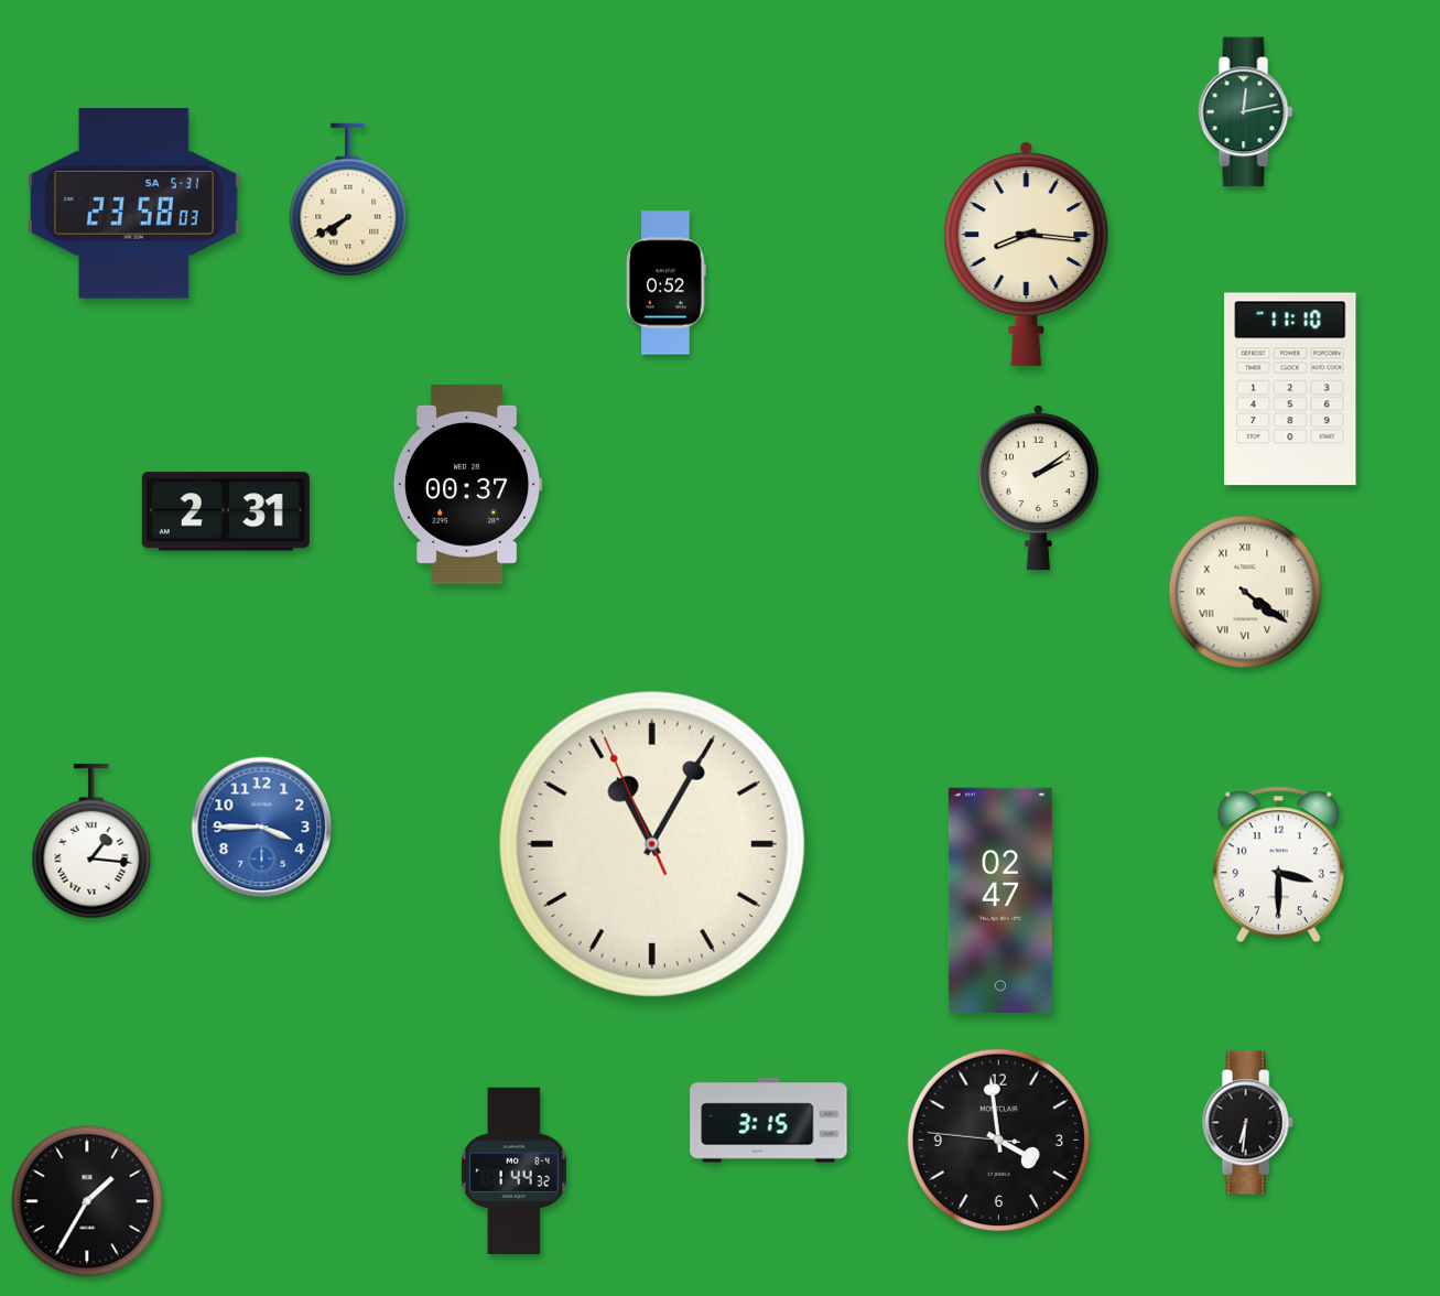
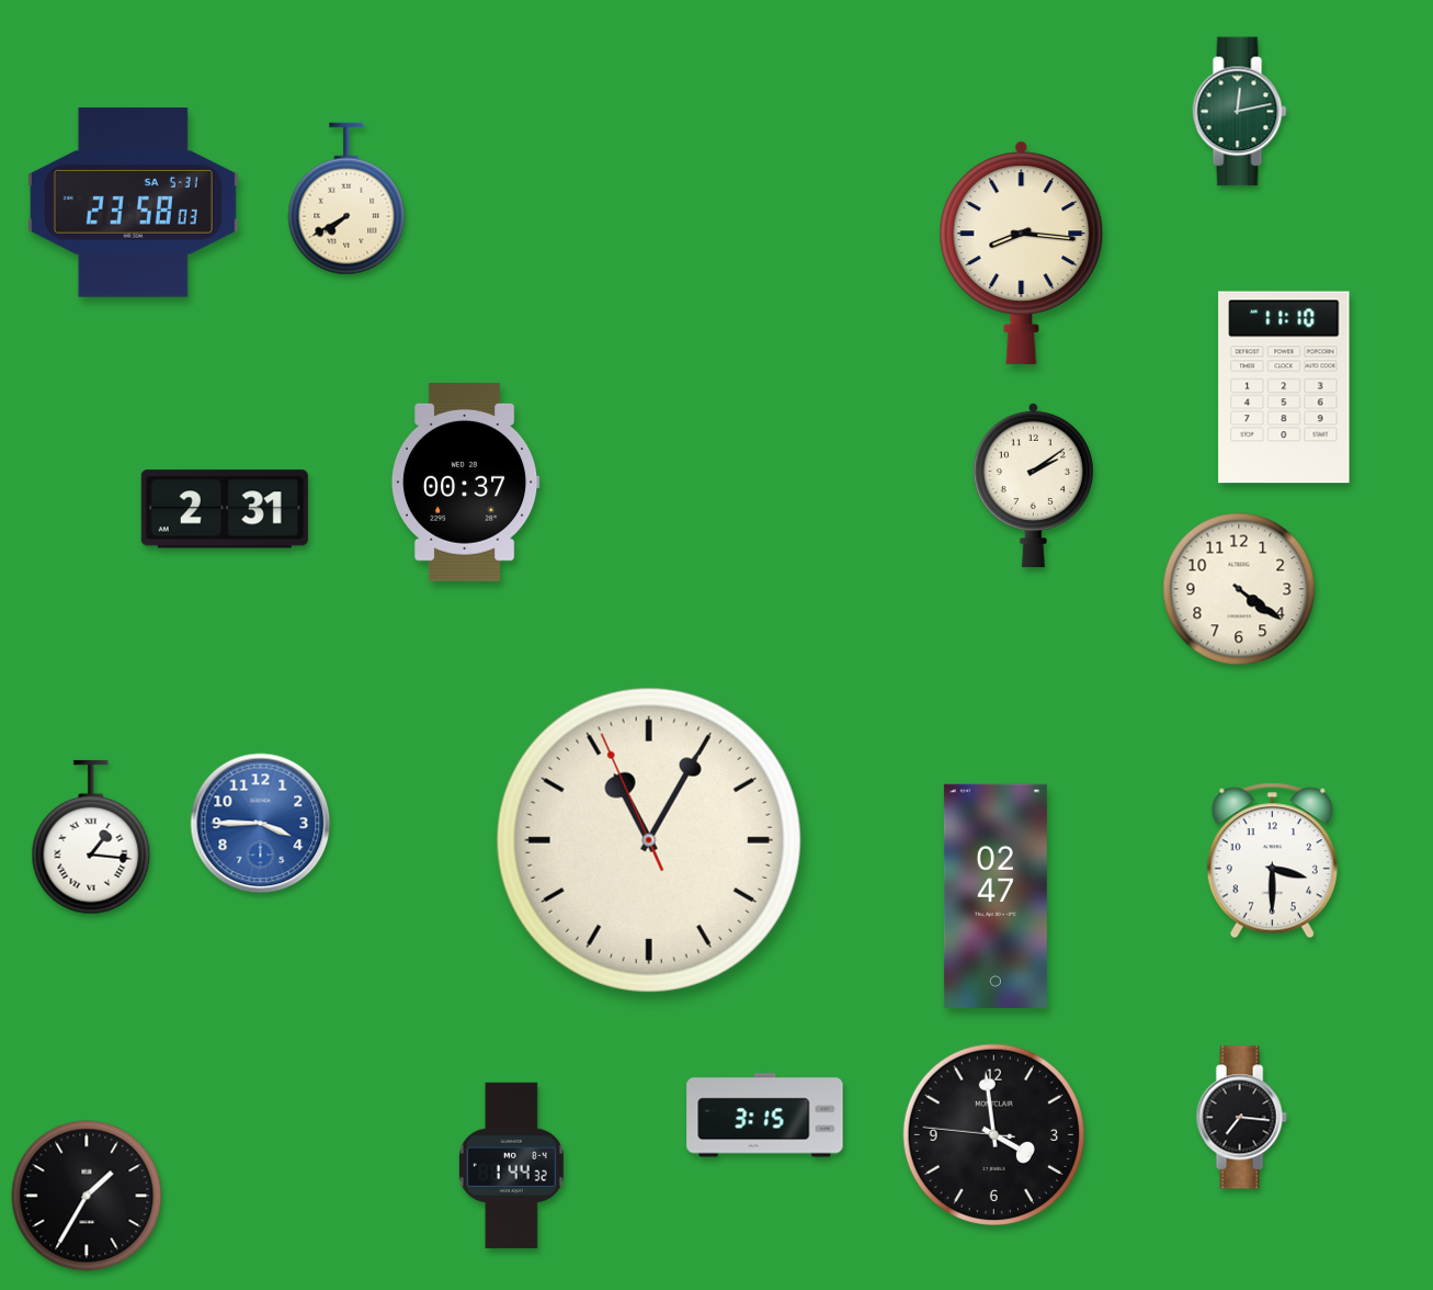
clock at (667, 283): 0:52 -> none
clock at (1245, 592) numerals: Roman -> Arabic
clock at (1247, 1123): 6:31 -> 7:16
